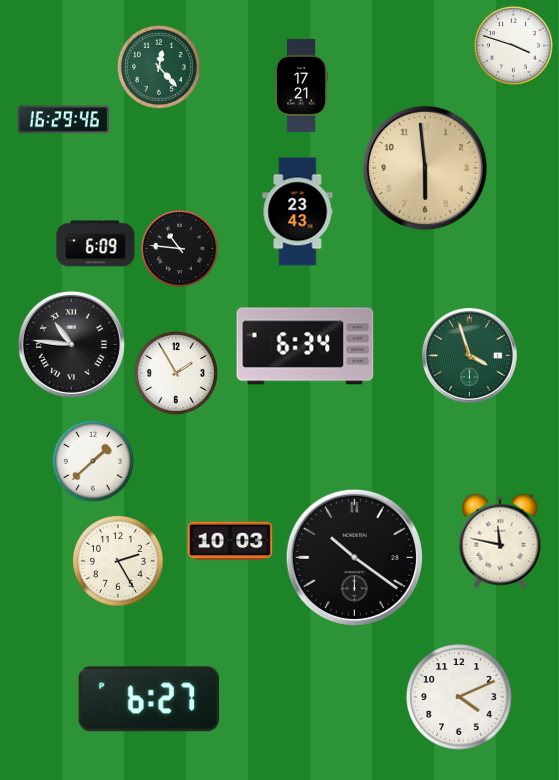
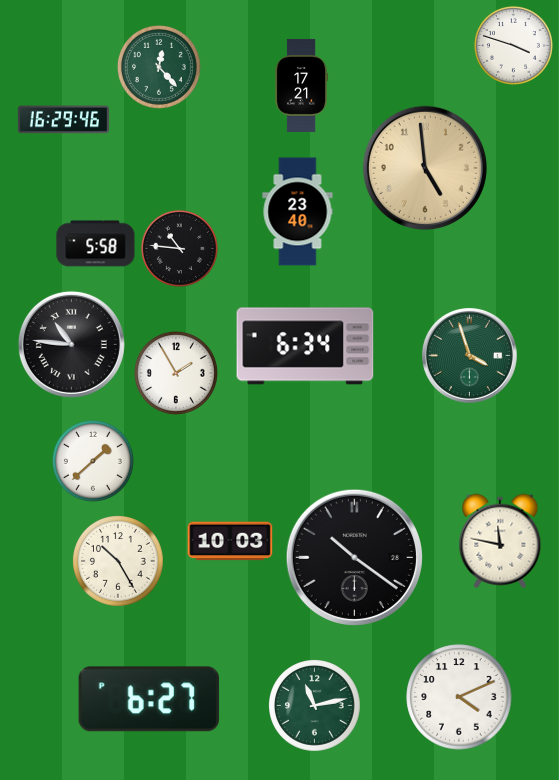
clock at (425, 168): 5:59 -> 4:59
clock at (298, 212): 23:43 -> 23:40
clock at (96, 244): 6:09 -> 5:58
clock at (119, 562): 2:25 -> 10:25
clock at (315, 706): none -> 11:13
